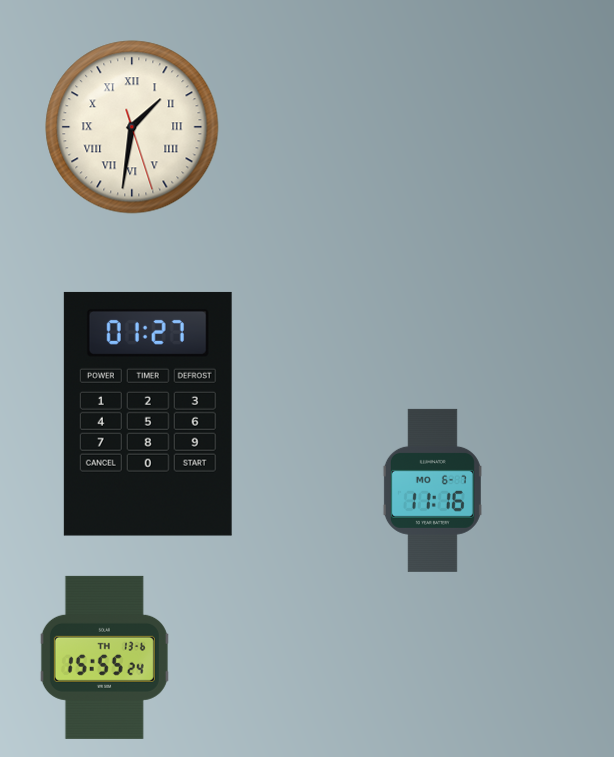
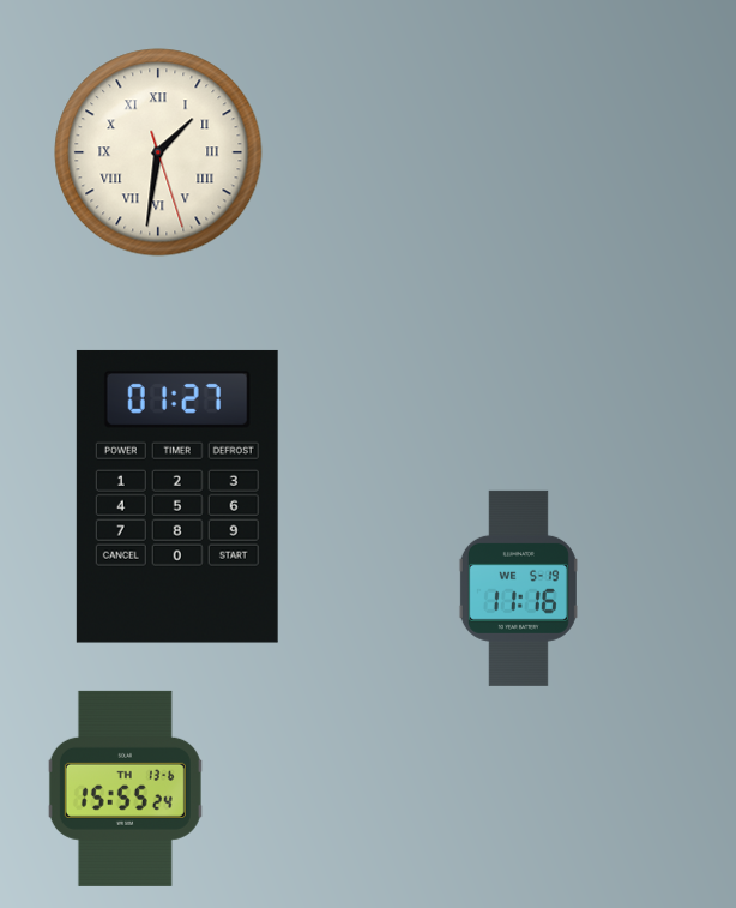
clock at (432, 490) date: MO 6-7 -> WE 5-19
